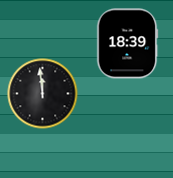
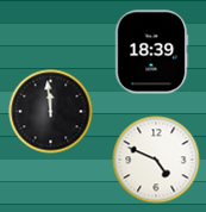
clock at (156, 160): none -> 4:49
